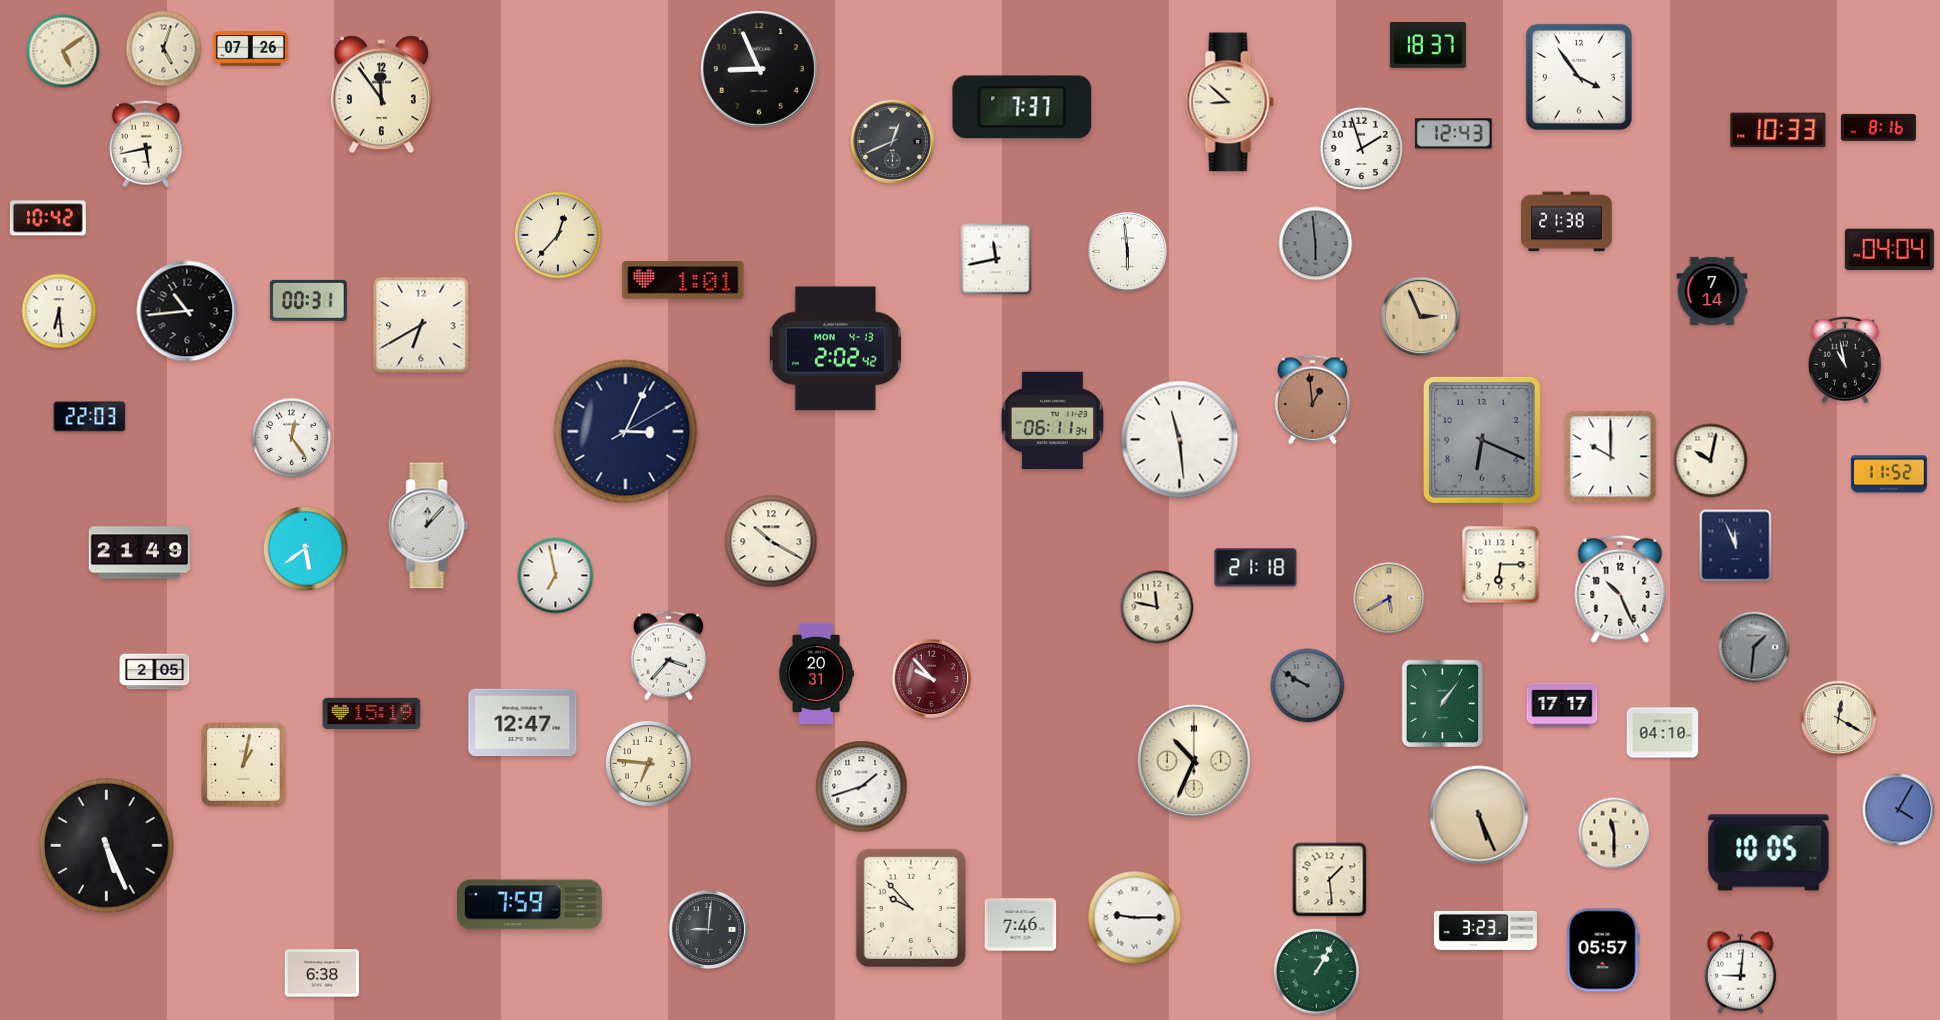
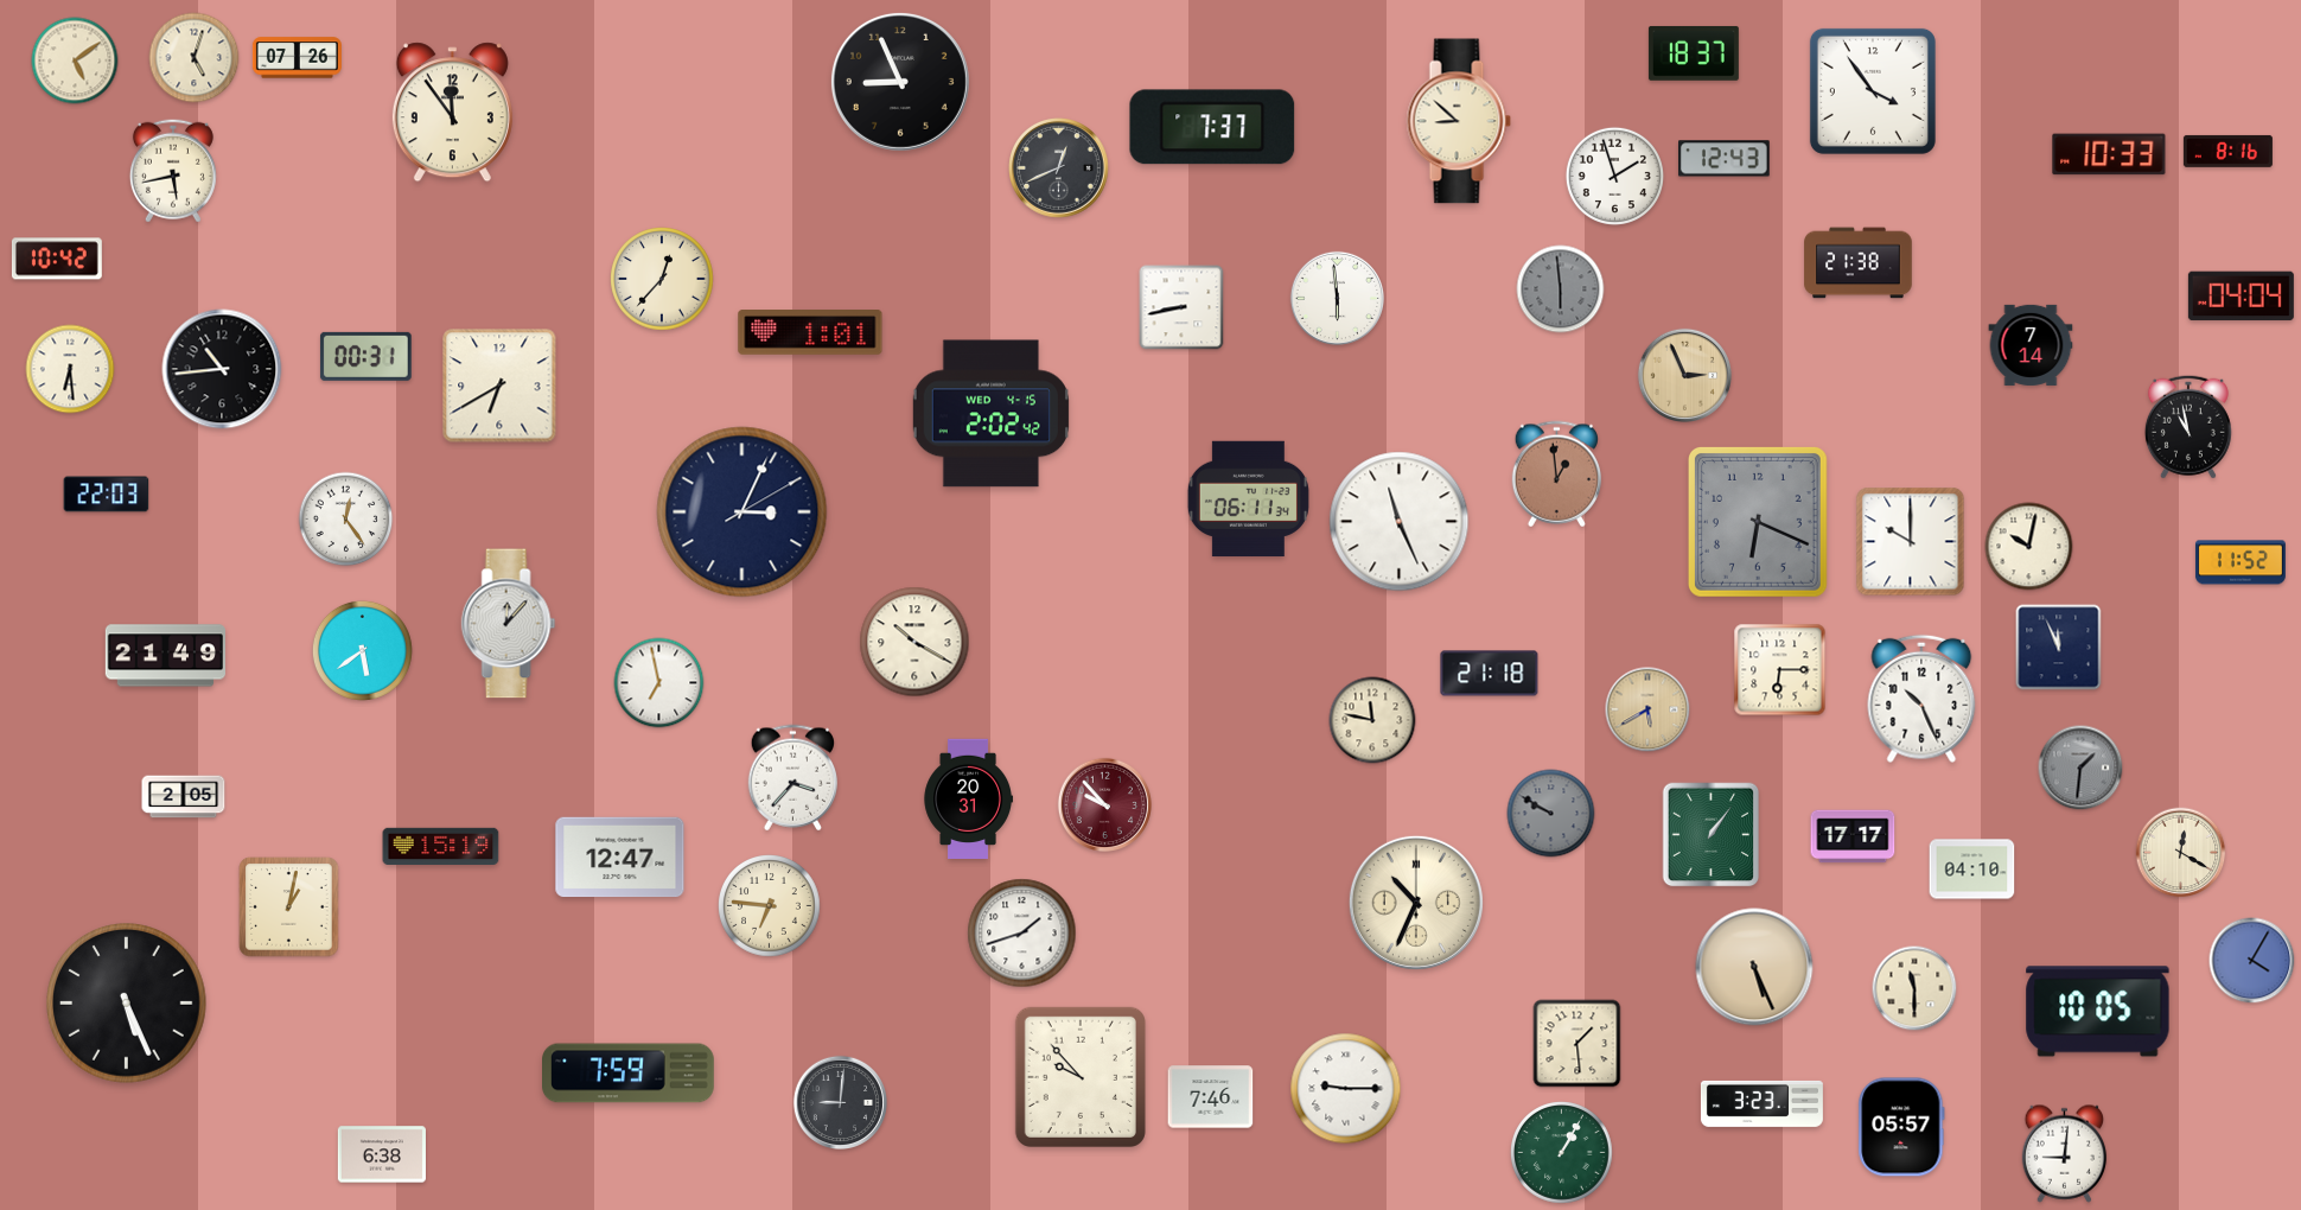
clock at (996, 259): 11:43 -> 8:43
clock at (835, 349) date: MON 4-13 -> WED 4-15
clock at (1180, 440): 11:29 -> 11:26
